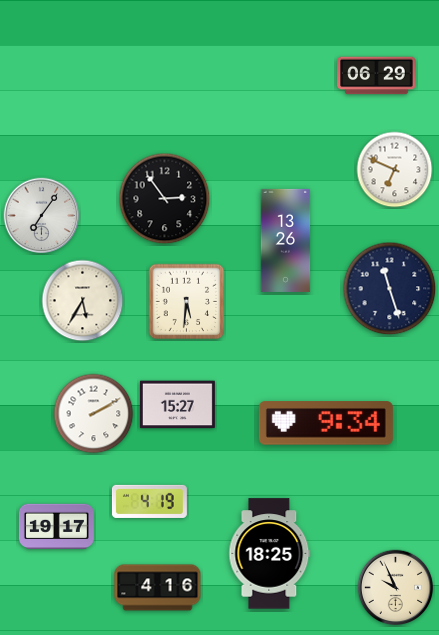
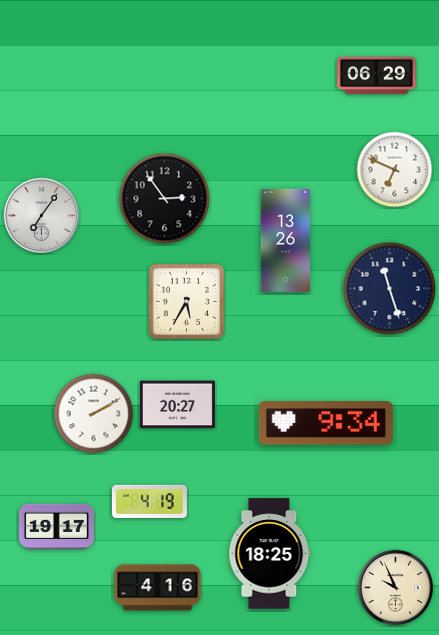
clock at (83, 301): 5:35 -> none
clock at (187, 302): 5:31 -> 5:35
clock at (177, 405): 15:27 -> 20:27
